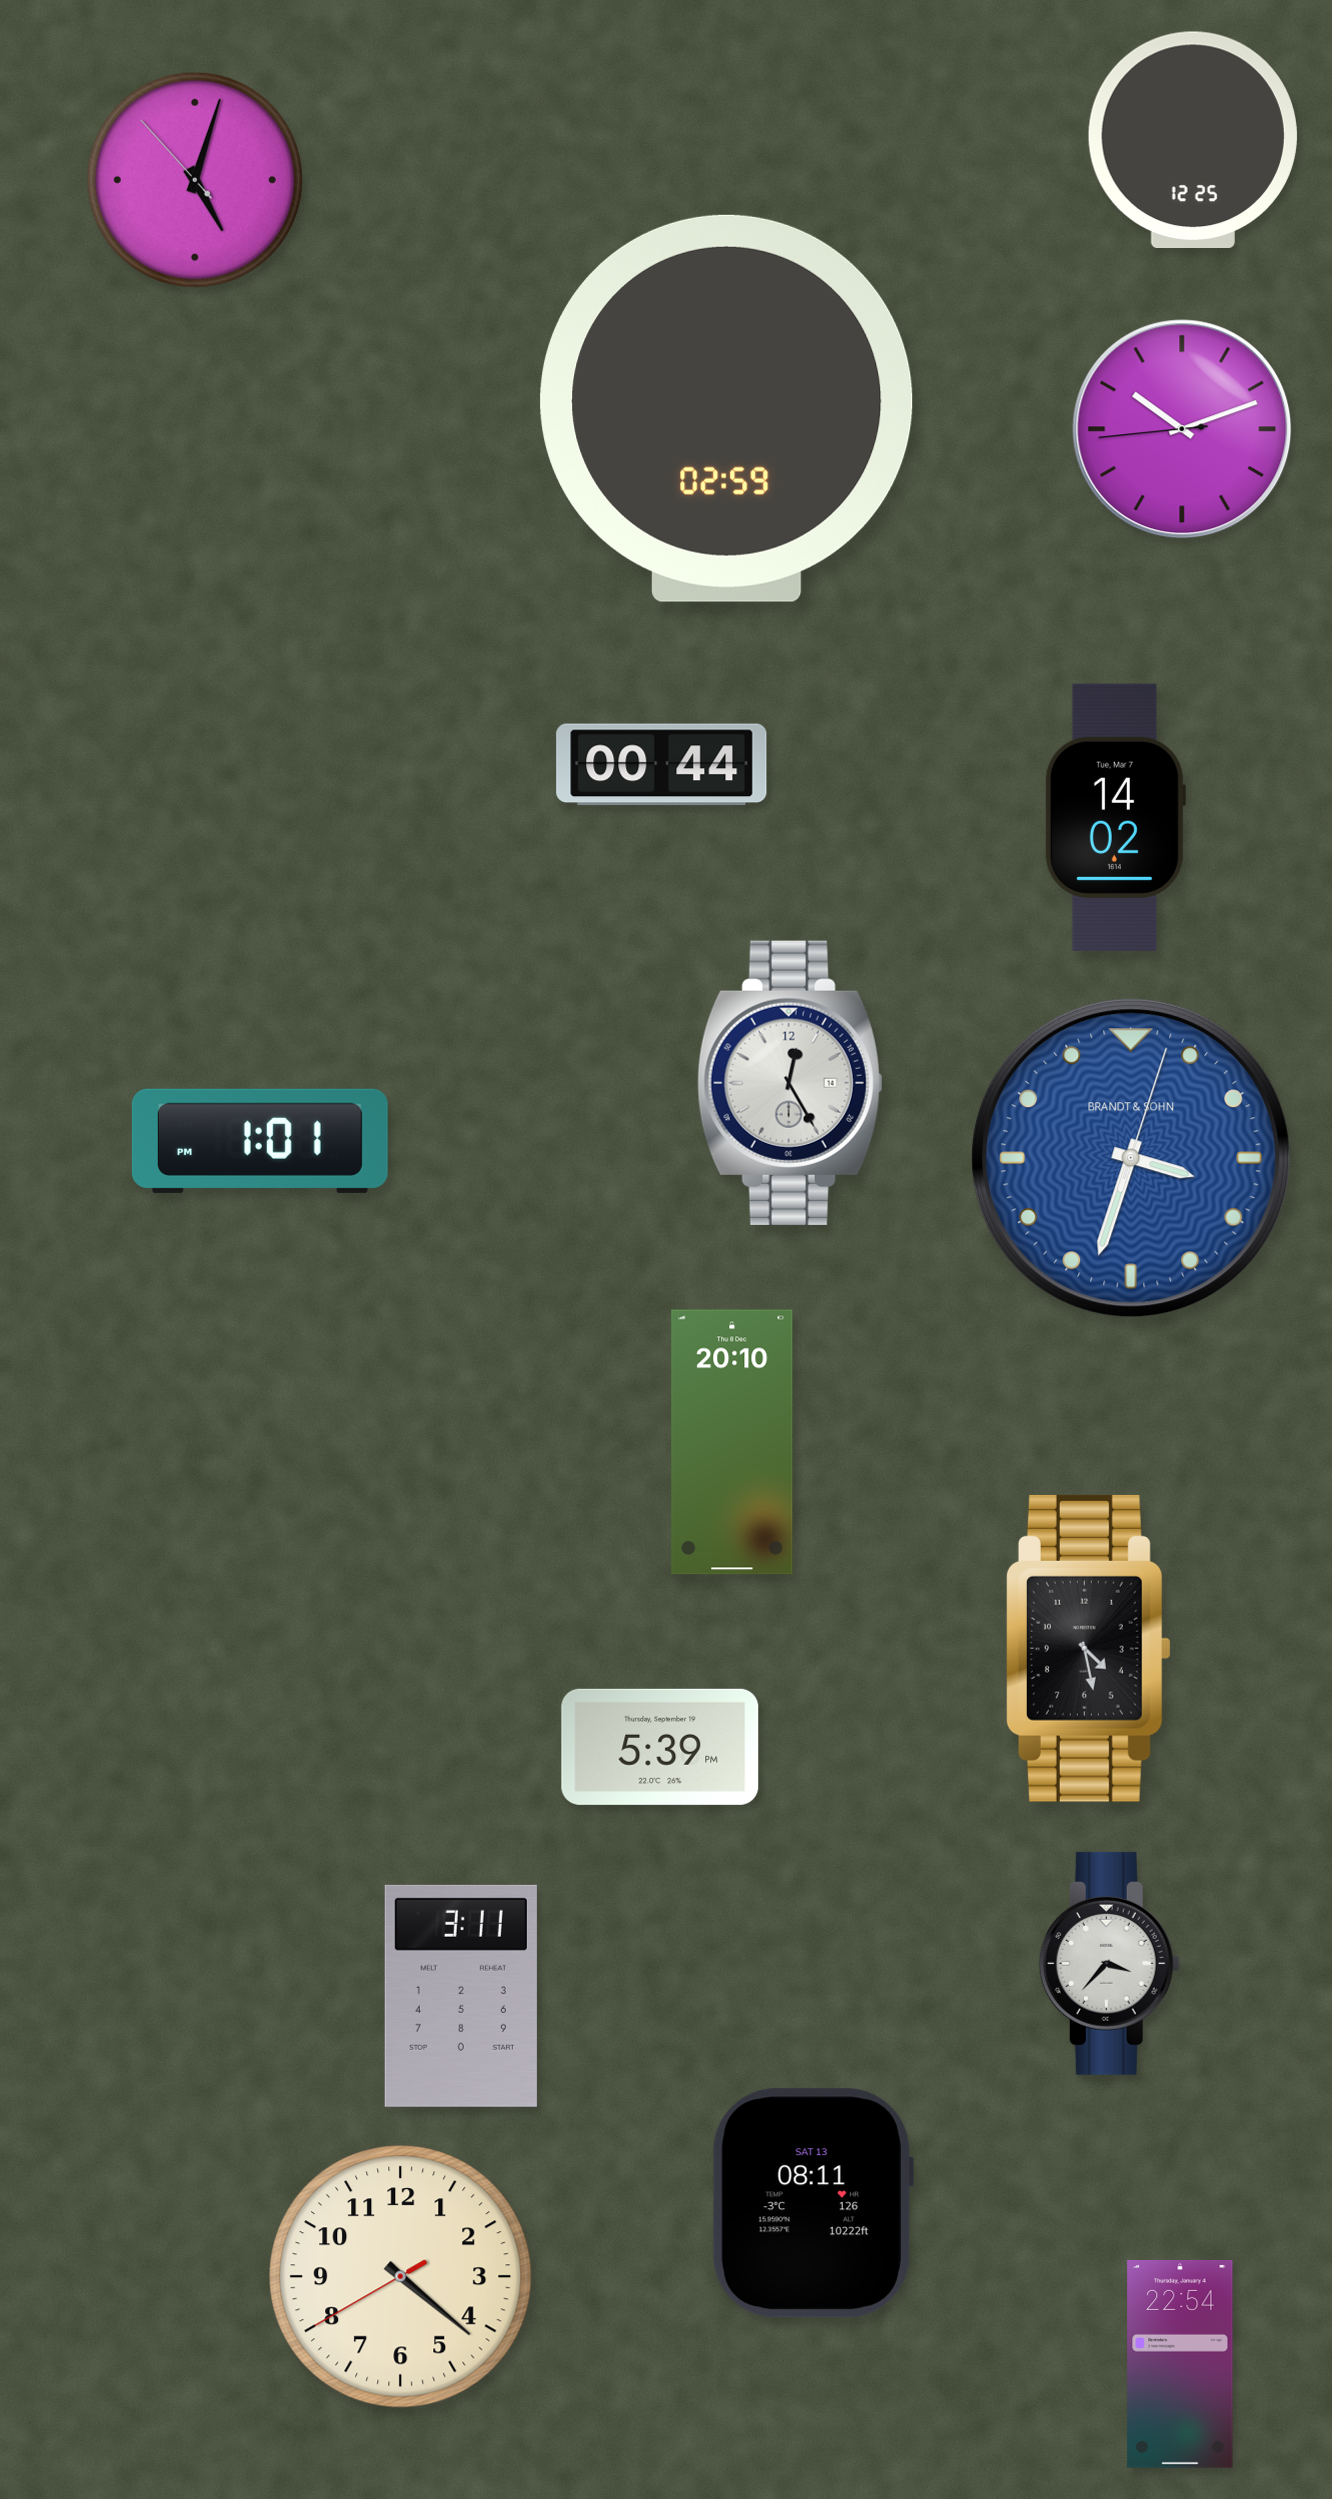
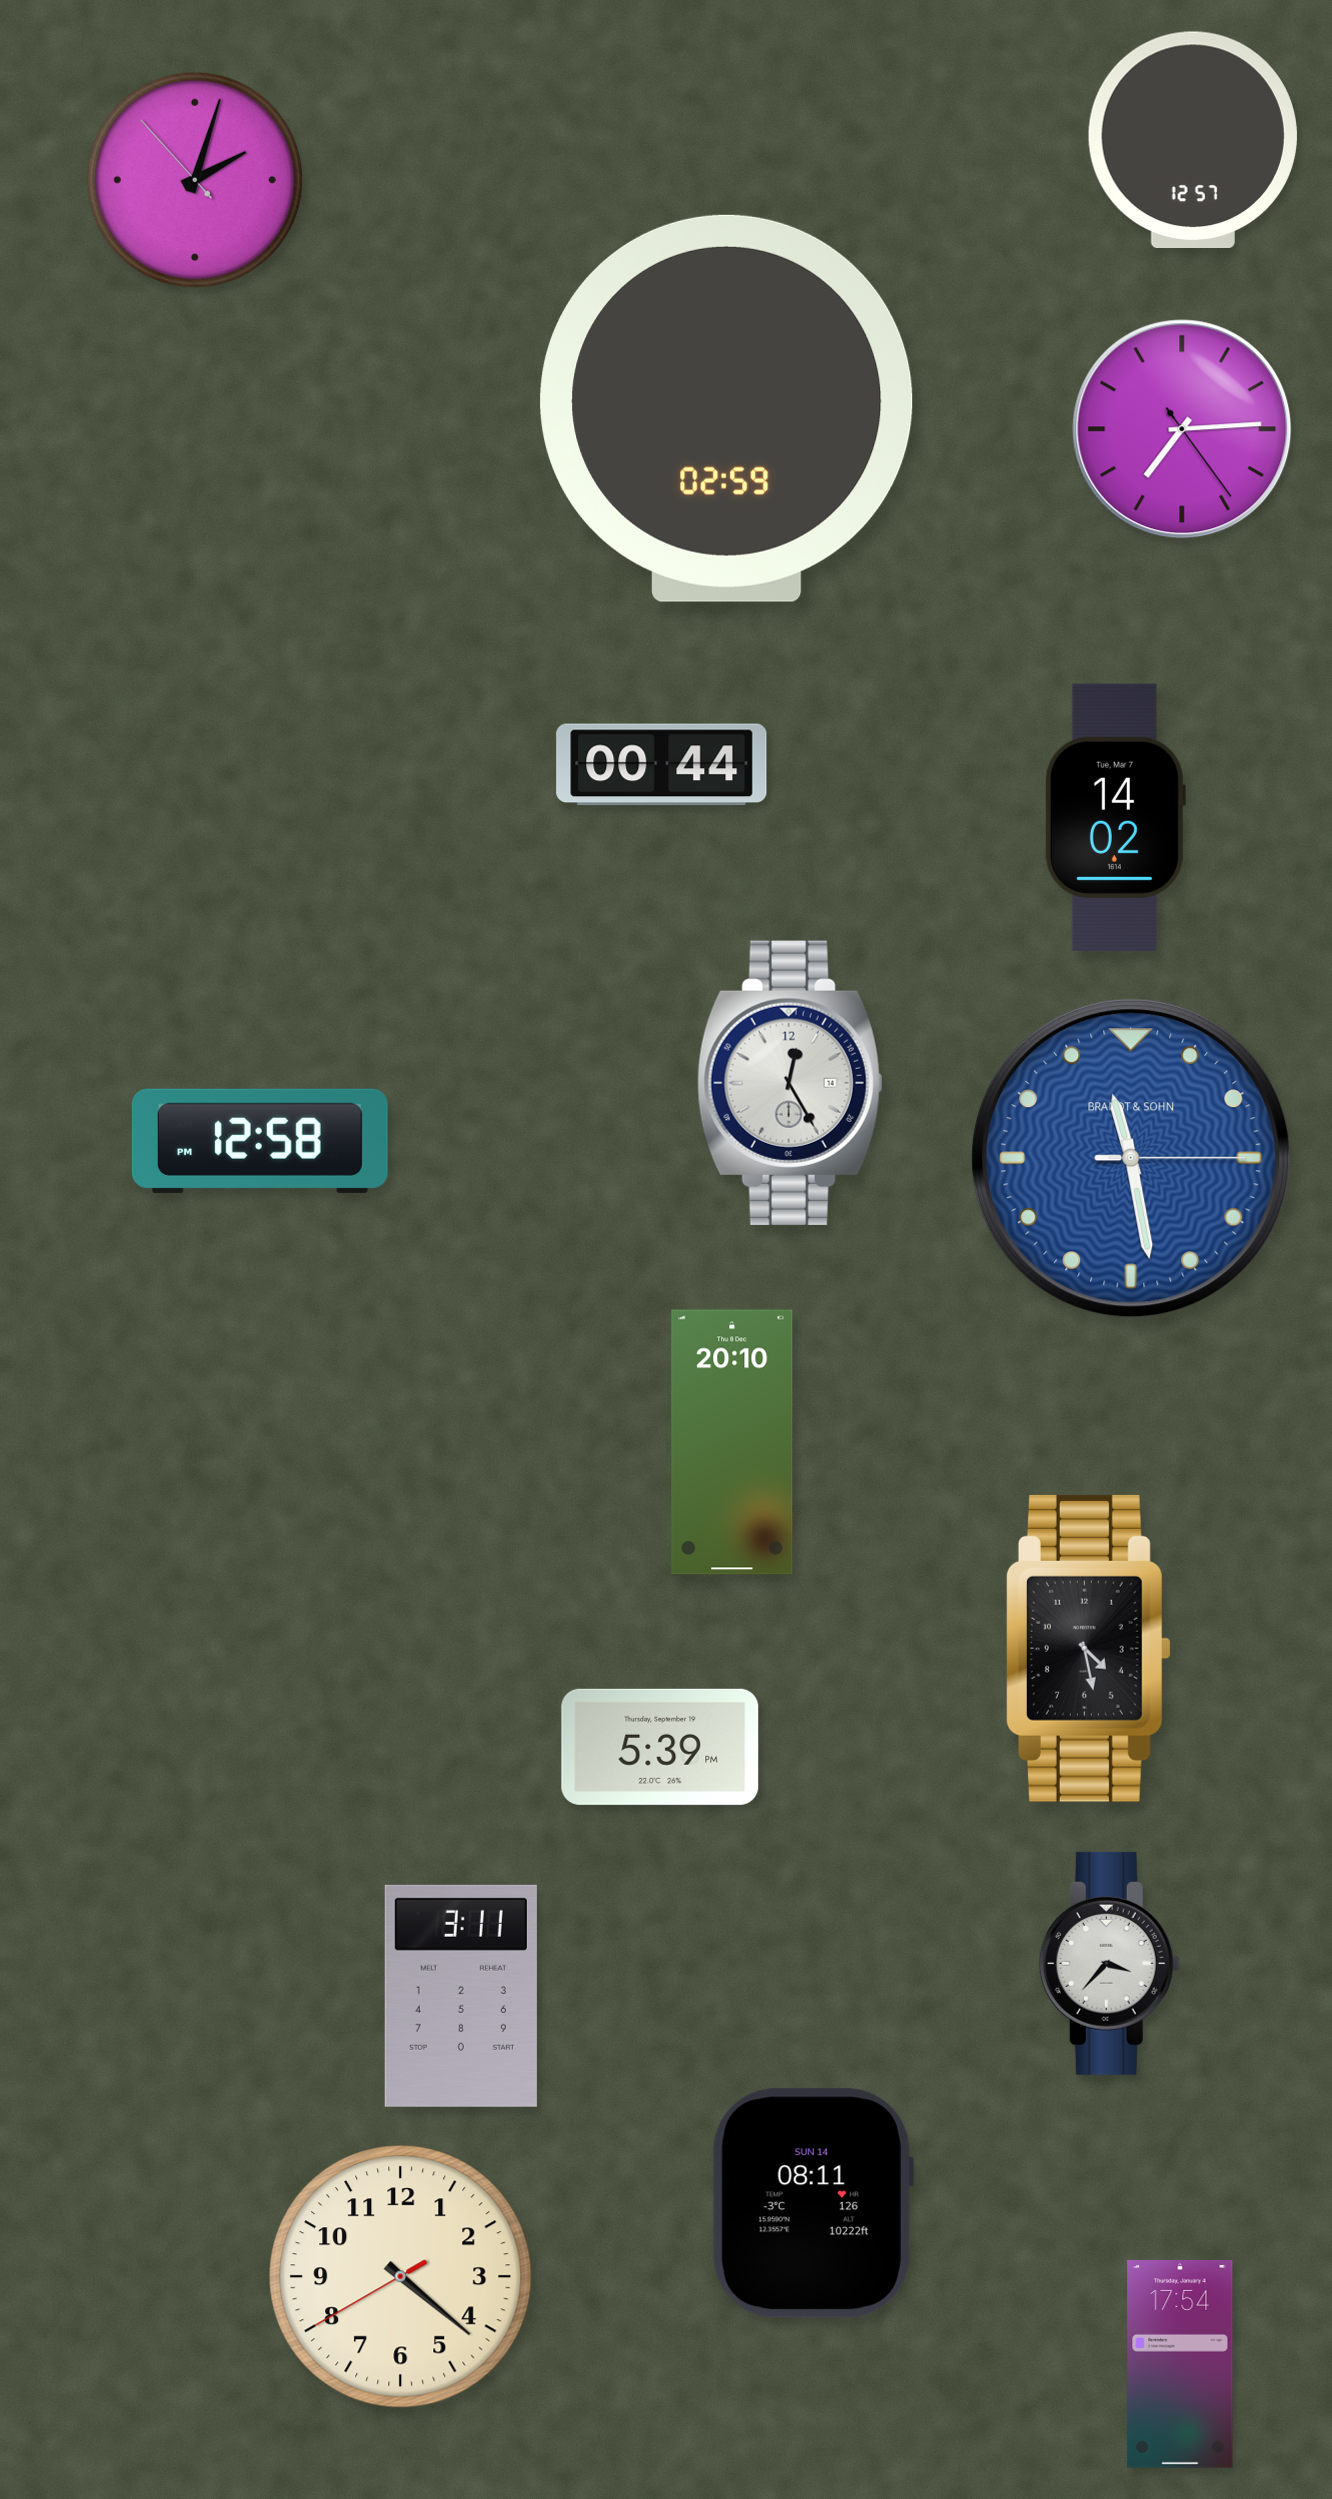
clock at (1193, 139): 12:25 -> 12:57
clock at (195, 180): 5:02 -> 2:02
clock at (1182, 429): 10:11 -> 7:14
clock at (260, 1141): 1:01 -> 12:58
clock at (1131, 1158): 3:33 -> 11:28
clock at (813, 2203) date: SAT 13 -> SUN 14
clock at (1180, 2365): 22:54 -> 17:54
